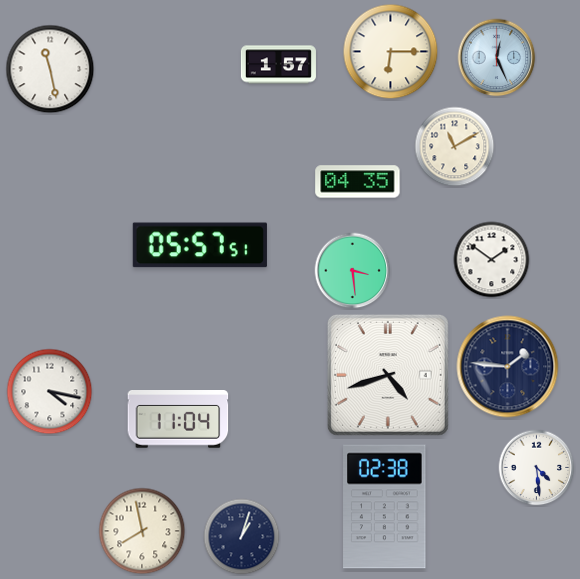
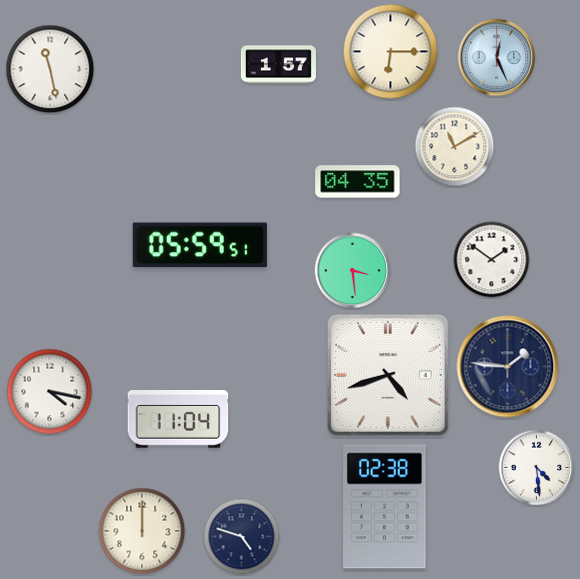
clock at (200, 245): 05:57 -> 05:59
clock at (142, 531): 7:58 -> 12:00
clock at (242, 537): 1:03 -> 4:48
